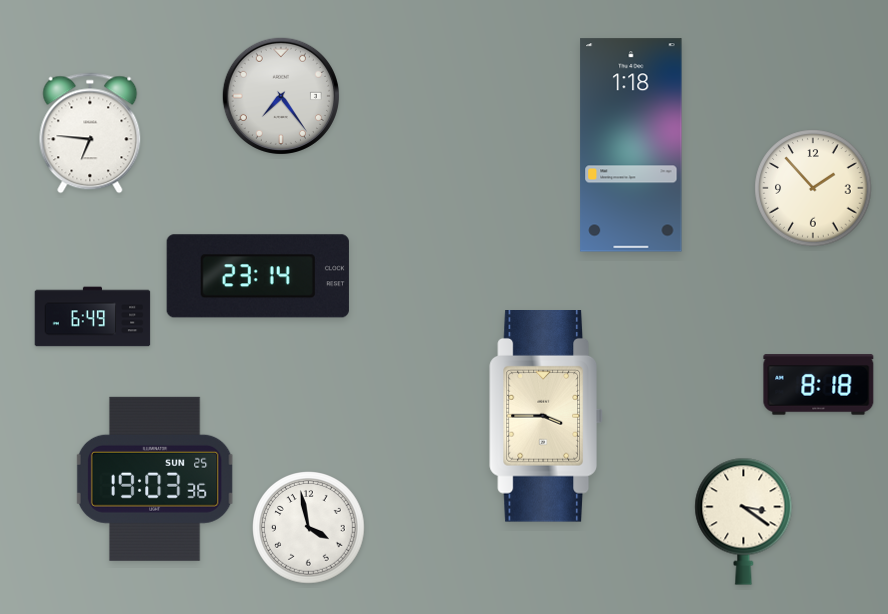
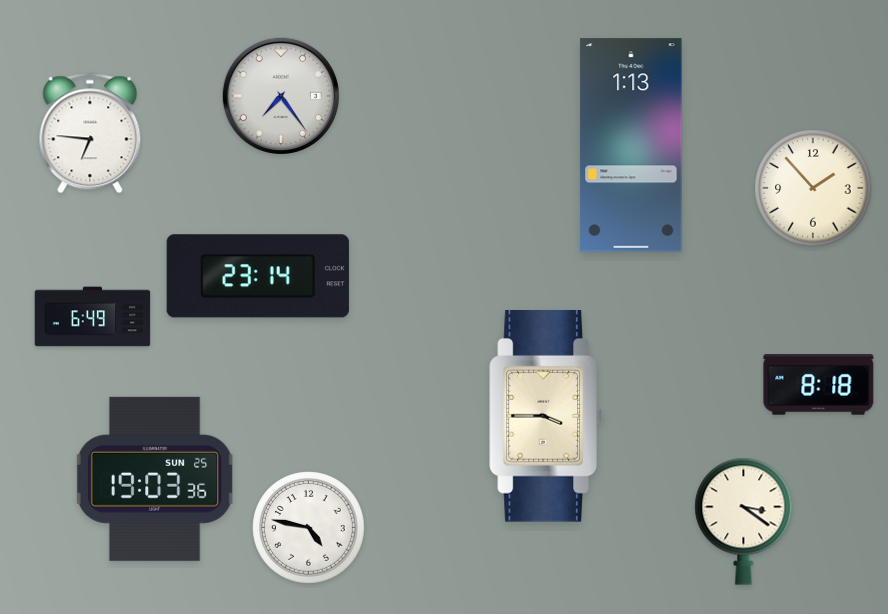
clock at (631, 145): 1:18 -> 1:13
clock at (309, 528): 3:58 -> 4:47
